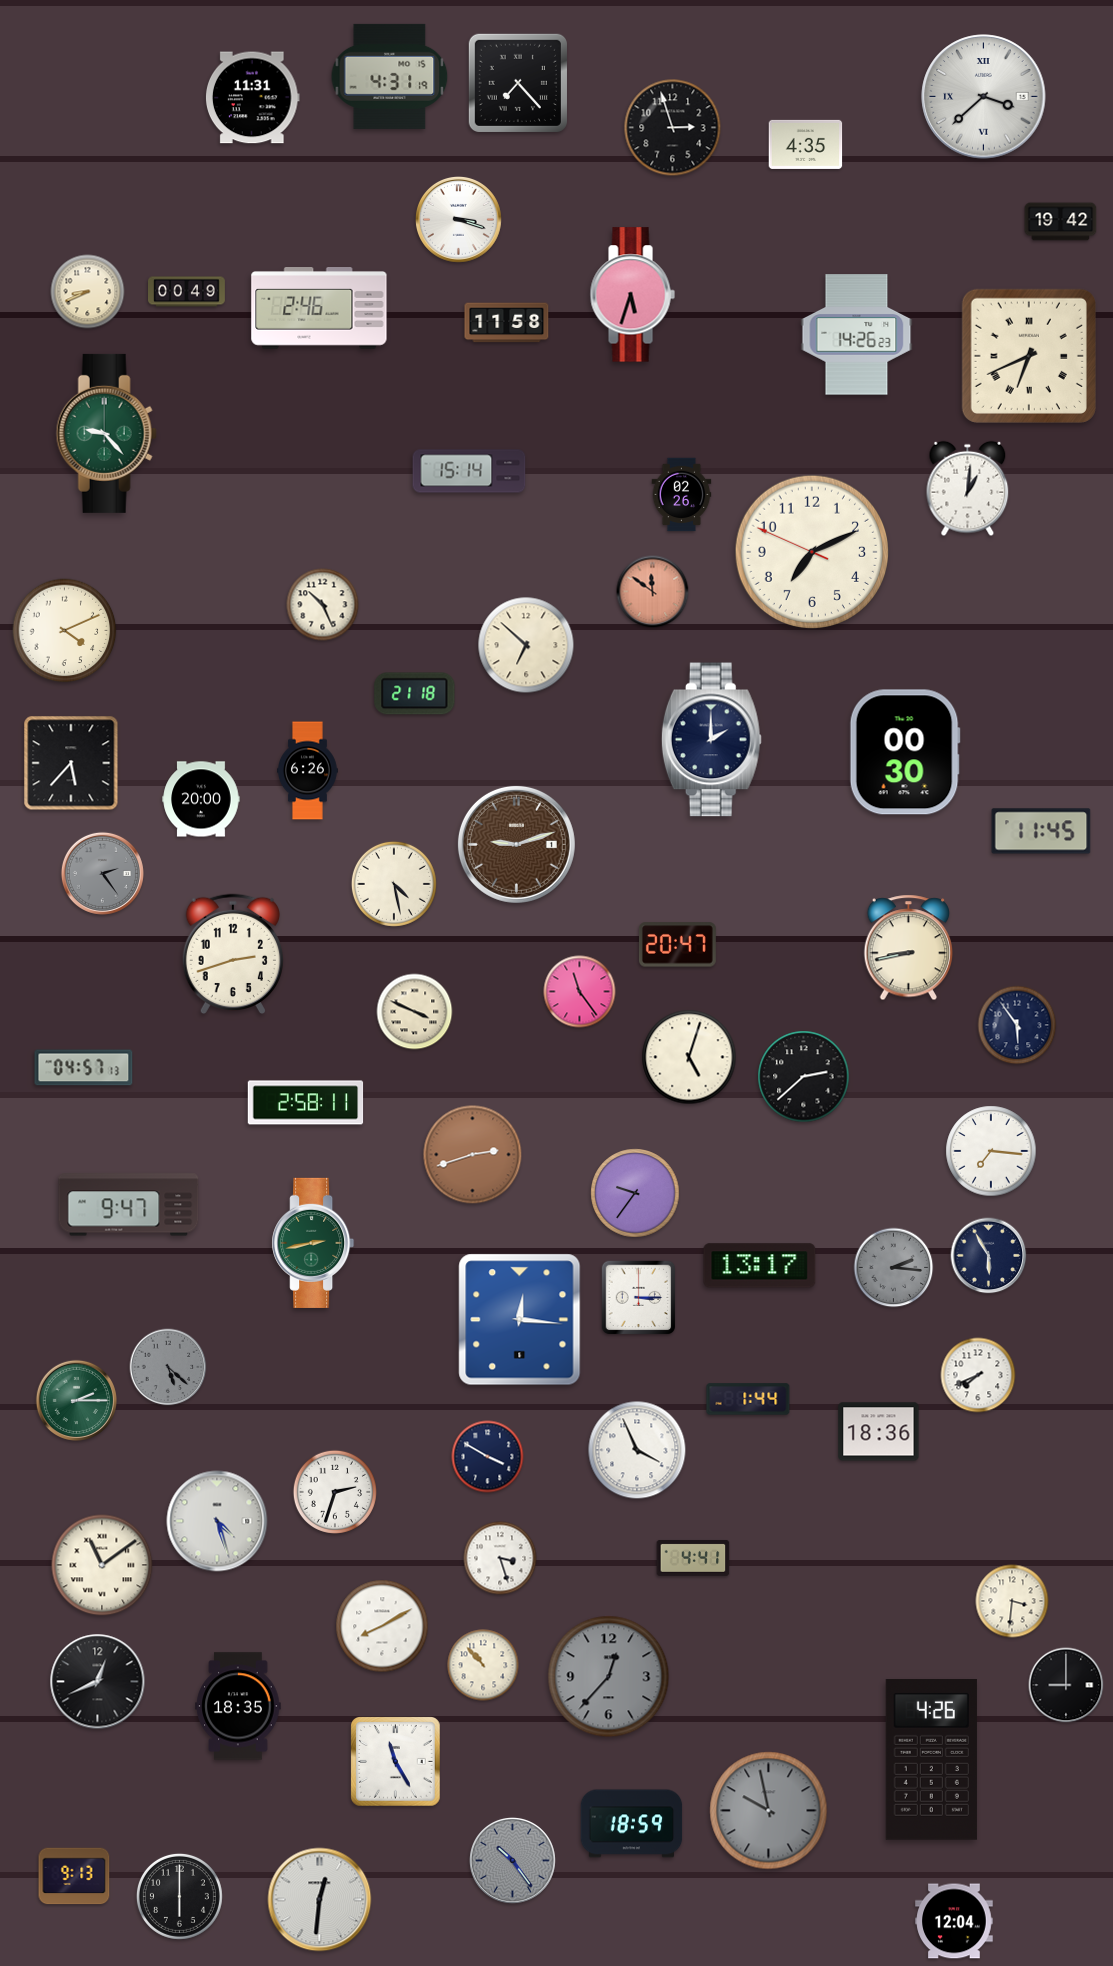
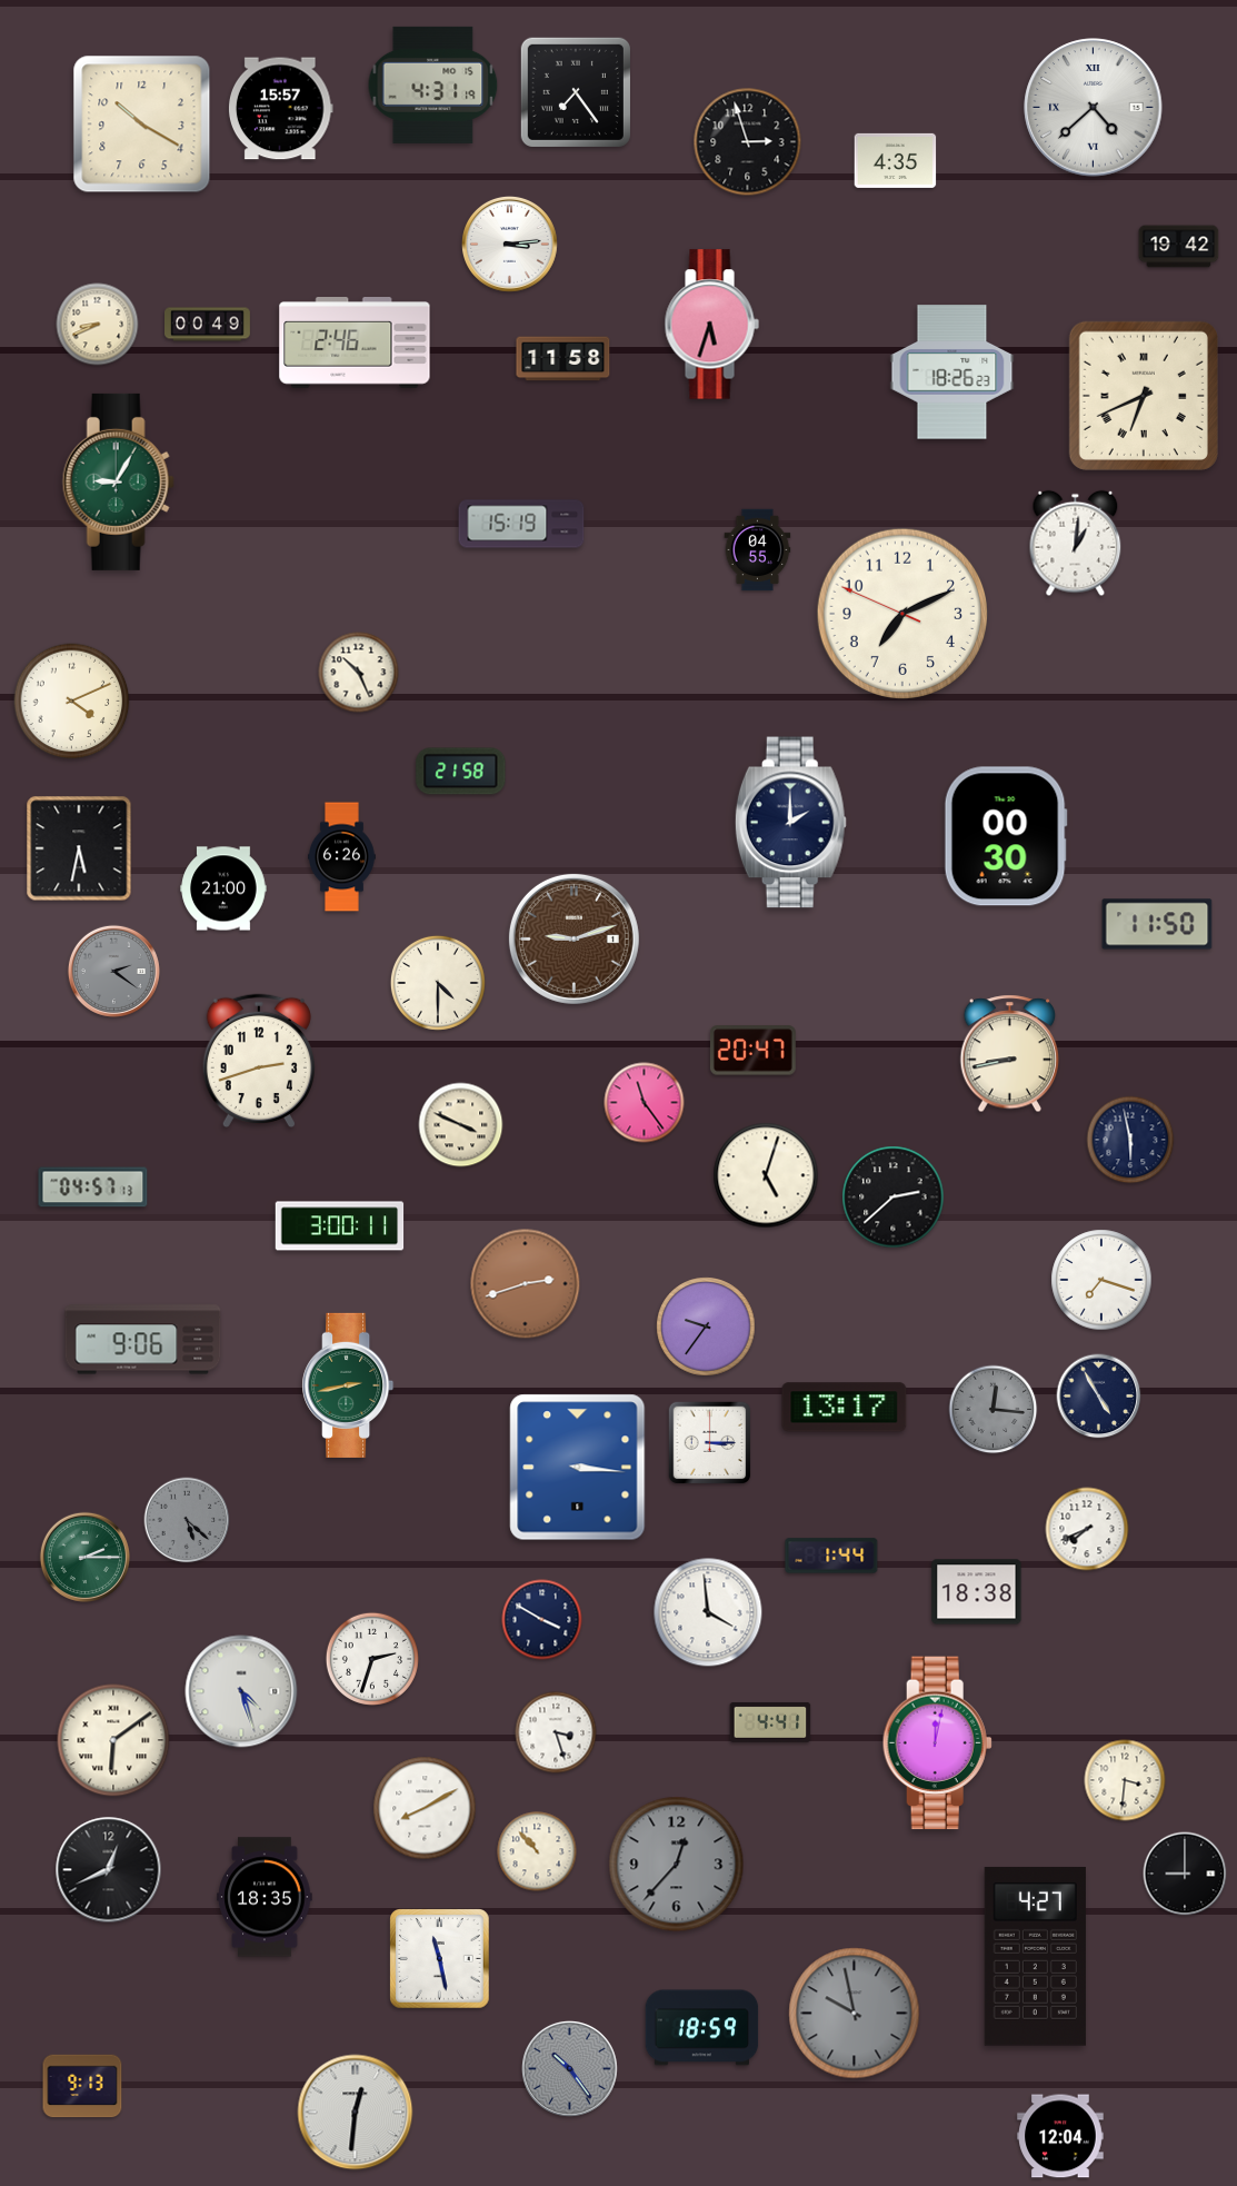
clock at (518, 83): 7:23 -> 7:24
clock at (984, 97): 3:38 -> 4:38
clock at (252, 98): 11:31 -> 15:57
clock at (142, 125): none -> 10:20
clock at (459, 220): 3:18 -> 3:14
clock at (632, 295) position: (632, 295) -> (711, 325)
clock at (857, 335): 14:26 -> 18:26
clock at (106, 433): 9:23 -> 9:05
clock at (469, 471): 15:14 -> 15:19
clock at (682, 495): 02:26 -> 04:55
clock at (653, 592): 11:51 -> none
clock at (526, 645): 6:52 -> none
clock at (415, 694): 21:18 -> 21:58
clock at (71, 763): 5:37 -> 5:32
clock at (201, 799): 20:00 -> 21:00
clock at (1041, 831): 11:45 -> 11:50
clock at (102, 873): 2:24 -> 2:21
clock at (394, 884): 4:28 -> 4:30
clock at (1017, 1025): 5:54 -> 5:58
clock at (306, 1103): 2:58 -> 3:00
clock at (991, 1151): 7:16 -> 7:18
clock at (129, 1205): 9:47 -> 9:06
clock at (313, 1243) position: (313, 1243) -> (348, 1385)
clock at (989, 1256): 5:55 -> 4:55
clock at (894, 1268): 2:16 -> 12:16
clock at (520, 1320): 12:16 -> 3:16
clock at (879, 1432): 18:36 -> 18:38
clock at (637, 1450): 3:56 -> 3:59
clock at (693, 1558) position: (693, 1558) -> (770, 1722)
clock at (102, 1565): 11:09 -> 6:09
clock at (937, 1743): none -> 12:02
clock at (931, 1760): 4:26 -> 4:27
clock at (396, 1762): 11:25 -> 11:28
clock at (179, 1896): 6:00 -> none
